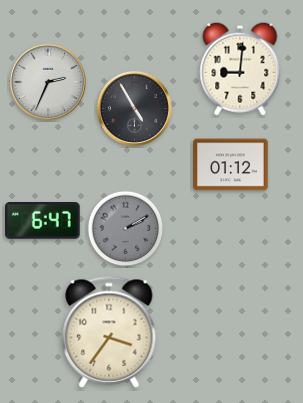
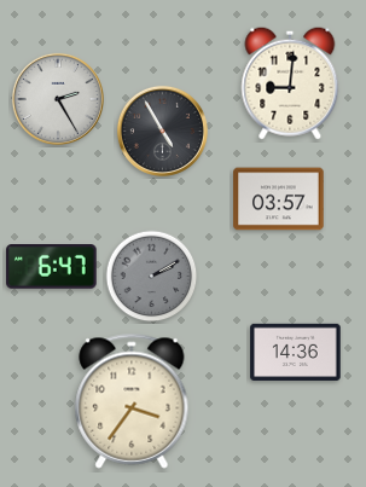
clock at (48, 82): 2:34 -> 2:25
clock at (231, 165): 01:12 -> 03:57
clock at (296, 352): none -> 14:36
